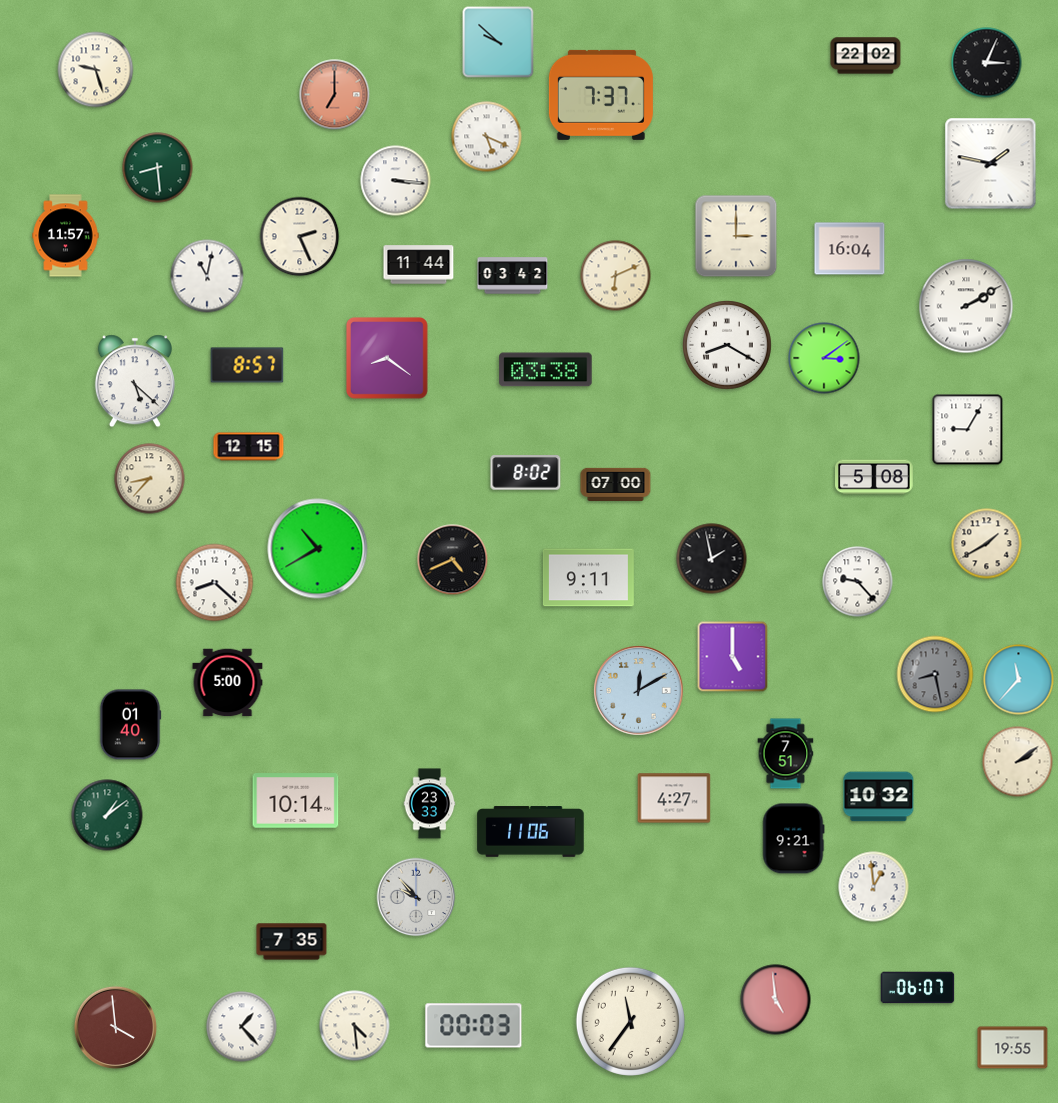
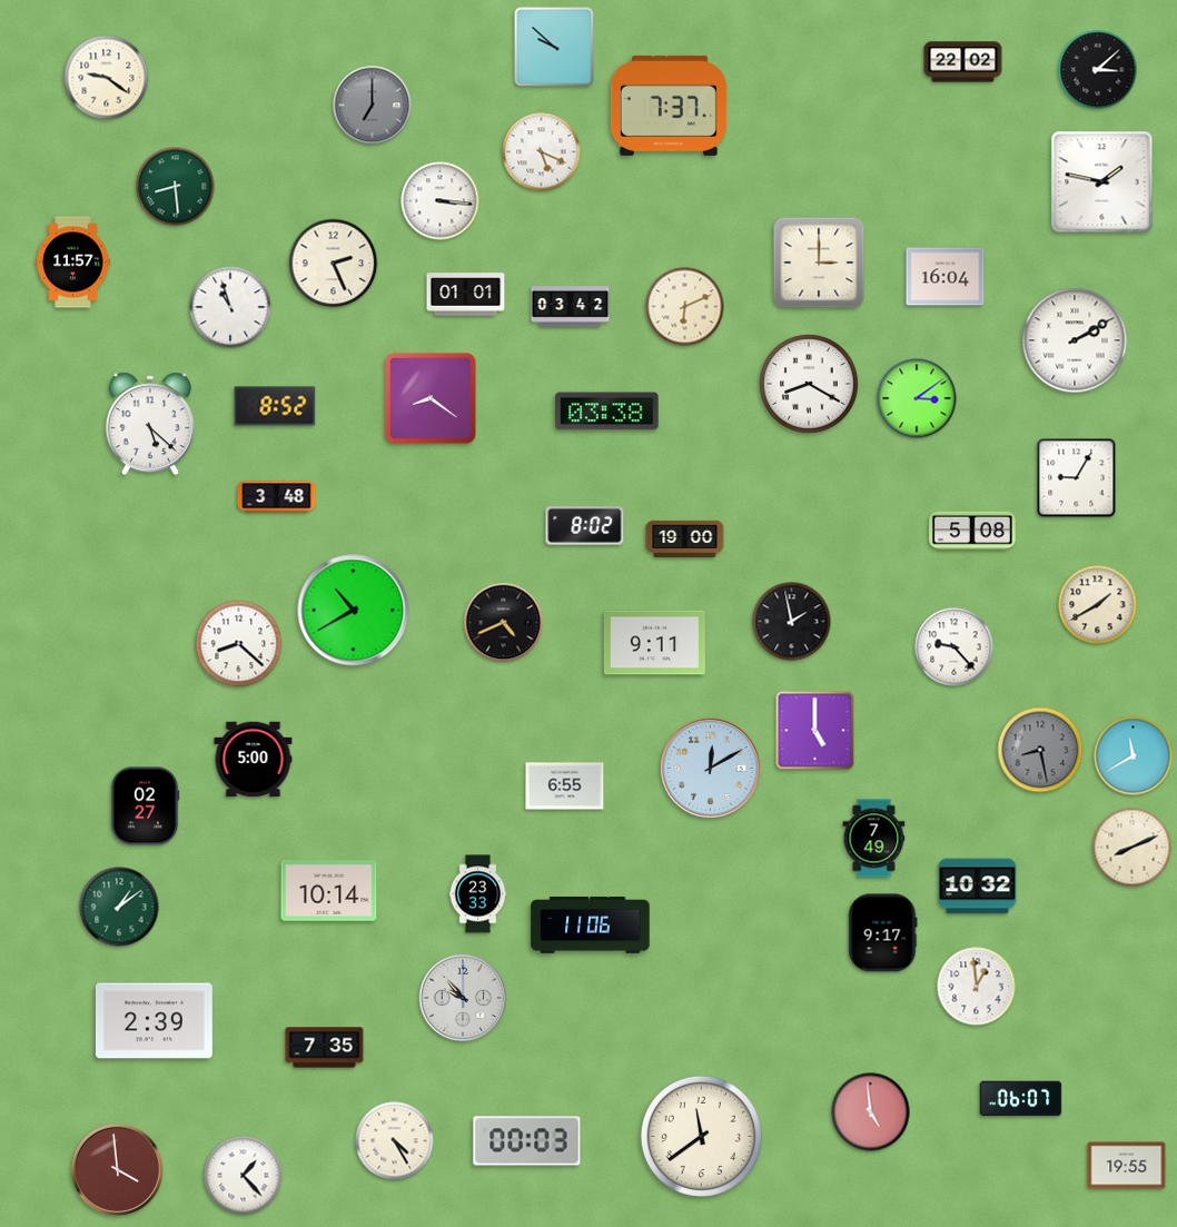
clock at (987, 63): 3:04 -> 3:08
clock at (96, 70): 9:27 -> 9:21
clock at (335, 95) dial: salmon -> grey
clock at (419, 265): 11:44 -> 01:01
clock at (207, 276): 11:02 -> 10:57
clock at (247, 365): 8:57 -> 8:52
clock at (249, 447): 12:15 -> 3:48
clock at (150, 479): 8:37 -> none
clock at (616, 484): 07:00 -> 19:00
clock at (215, 583) position: (215, 583) -> (239, 644)
clock at (1019, 680): 11:37 -> 11:40
clock at (565, 786): none -> 6:55
clock at (130, 725): 01:40 -> 02:27
clock at (786, 754): 7:51 -> 7:49
clock at (1018, 762): 2:09 -> 8:11
clock at (674, 798): 4:27 -> none
clock at (794, 839): 9:21 -> 9:17
clock at (874, 887) position: (874, 887) -> (977, 987)
clock at (154, 1021): none -> 2:39
clock at (776, 1000) position: (776, 1000) -> (871, 1112)
clock at (630, 1021): 11:36 -> 11:39
clock at (355, 1026): 4:29 -> 4:25
clock at (115, 1027) position: (115, 1027) -> (117, 1169)
clock at (242, 1027) position: (242, 1027) -> (244, 1176)
